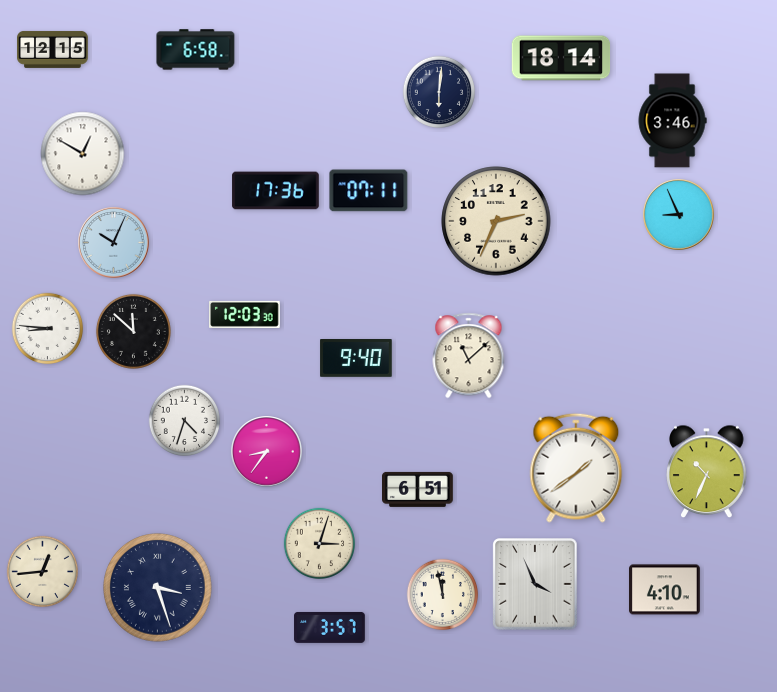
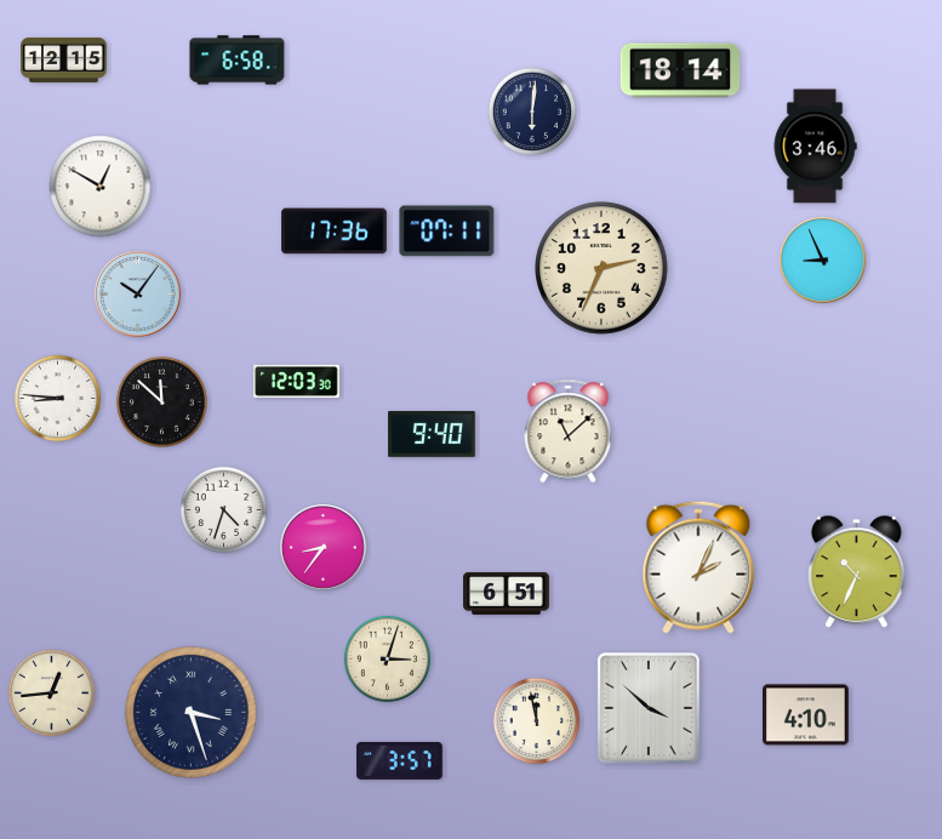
clock at (114, 243): 10:04 -> 10:06
clock at (576, 468): 1:39 -> 2:04
clock at (535, 584): 3:56 -> 3:52
